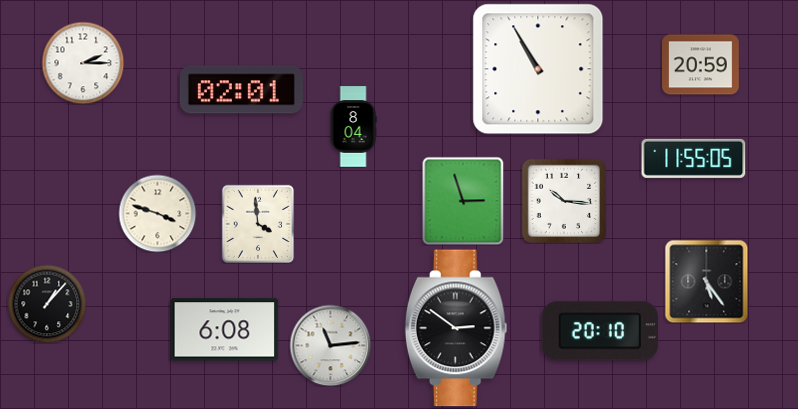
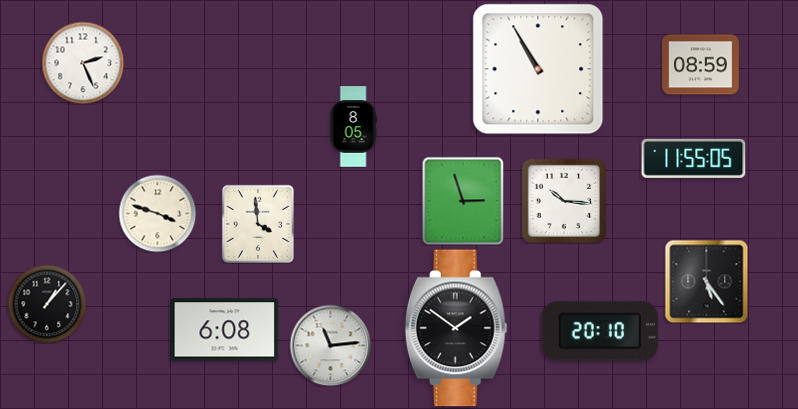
clock at (83, 63): 2:15 -> 2:26
clock at (701, 65): 20:59 -> 08:59
clock at (241, 90): 02:01 -> none
clock at (353, 127): 8:04 -> 8:05
clock at (456, 328): 2:51 -> 1:51
